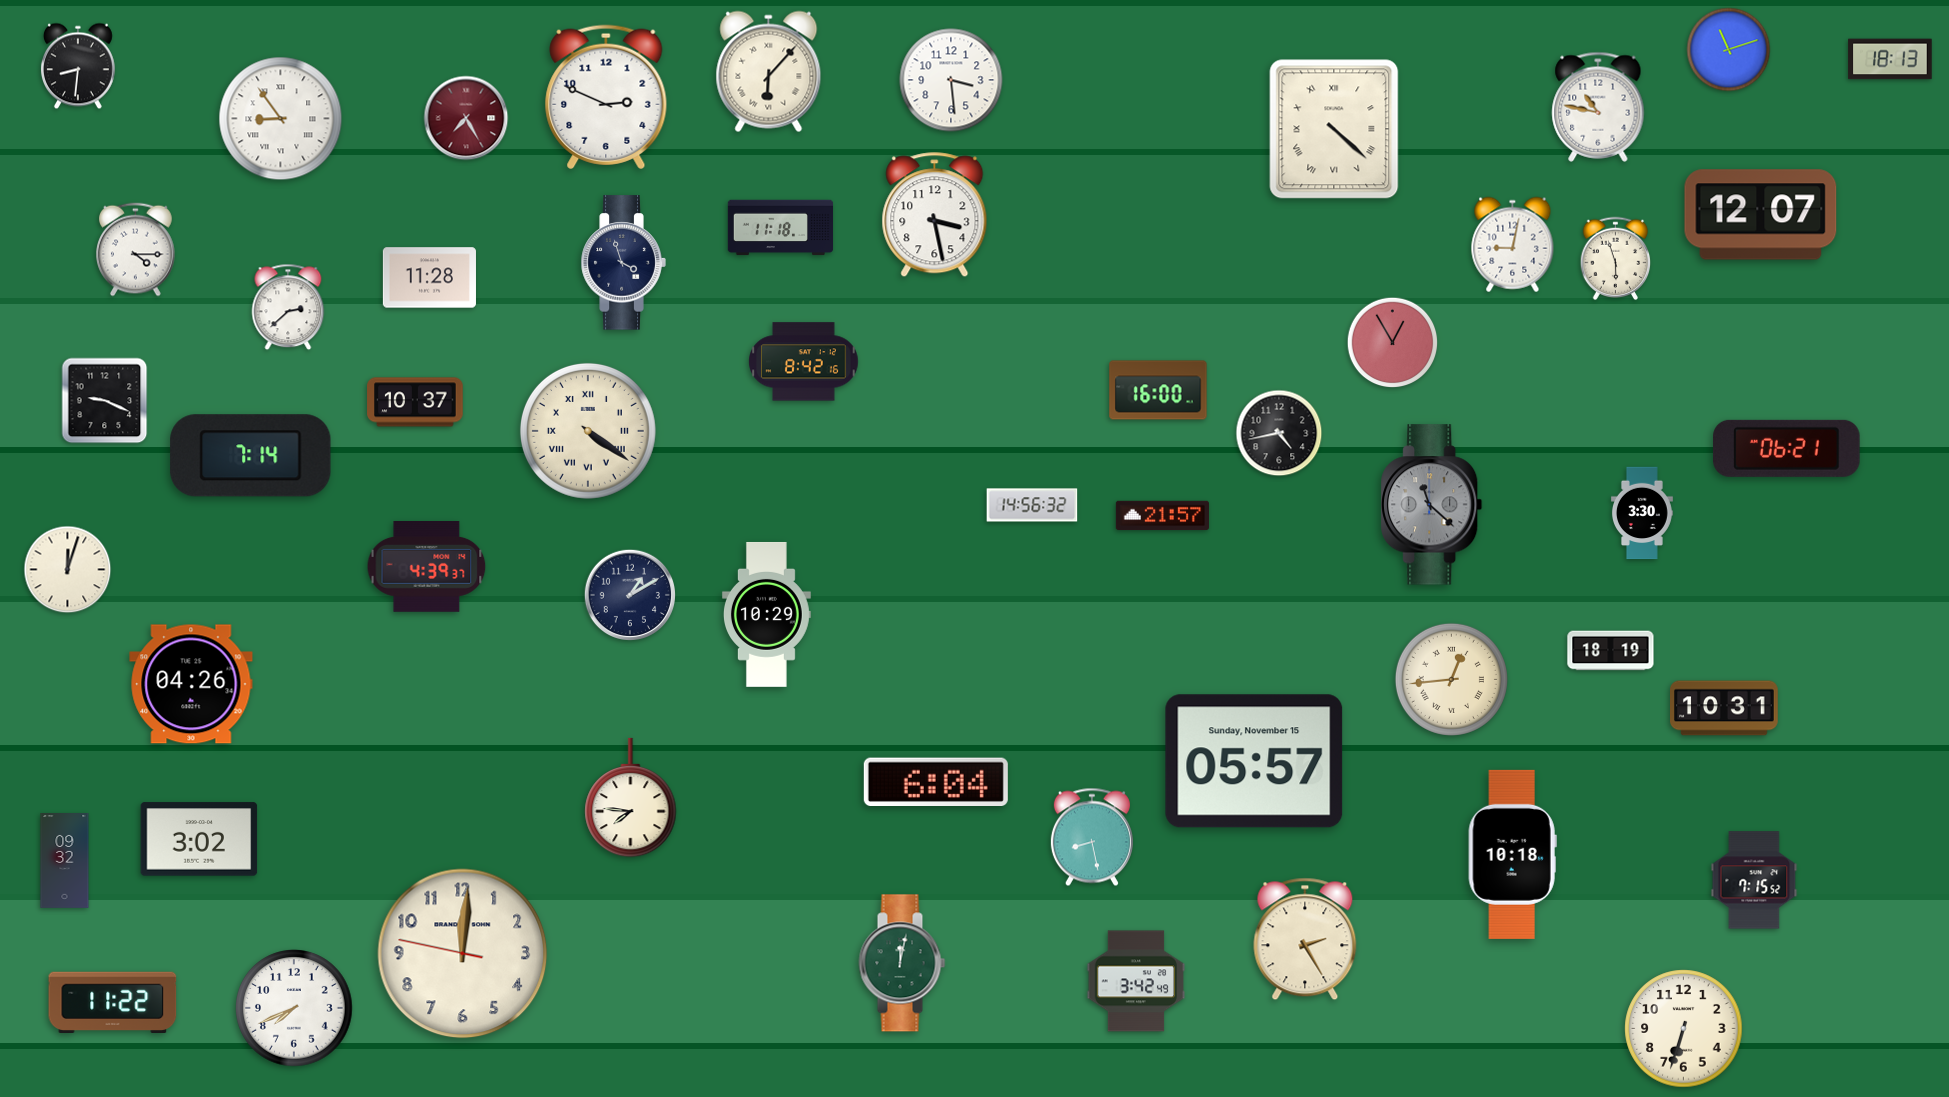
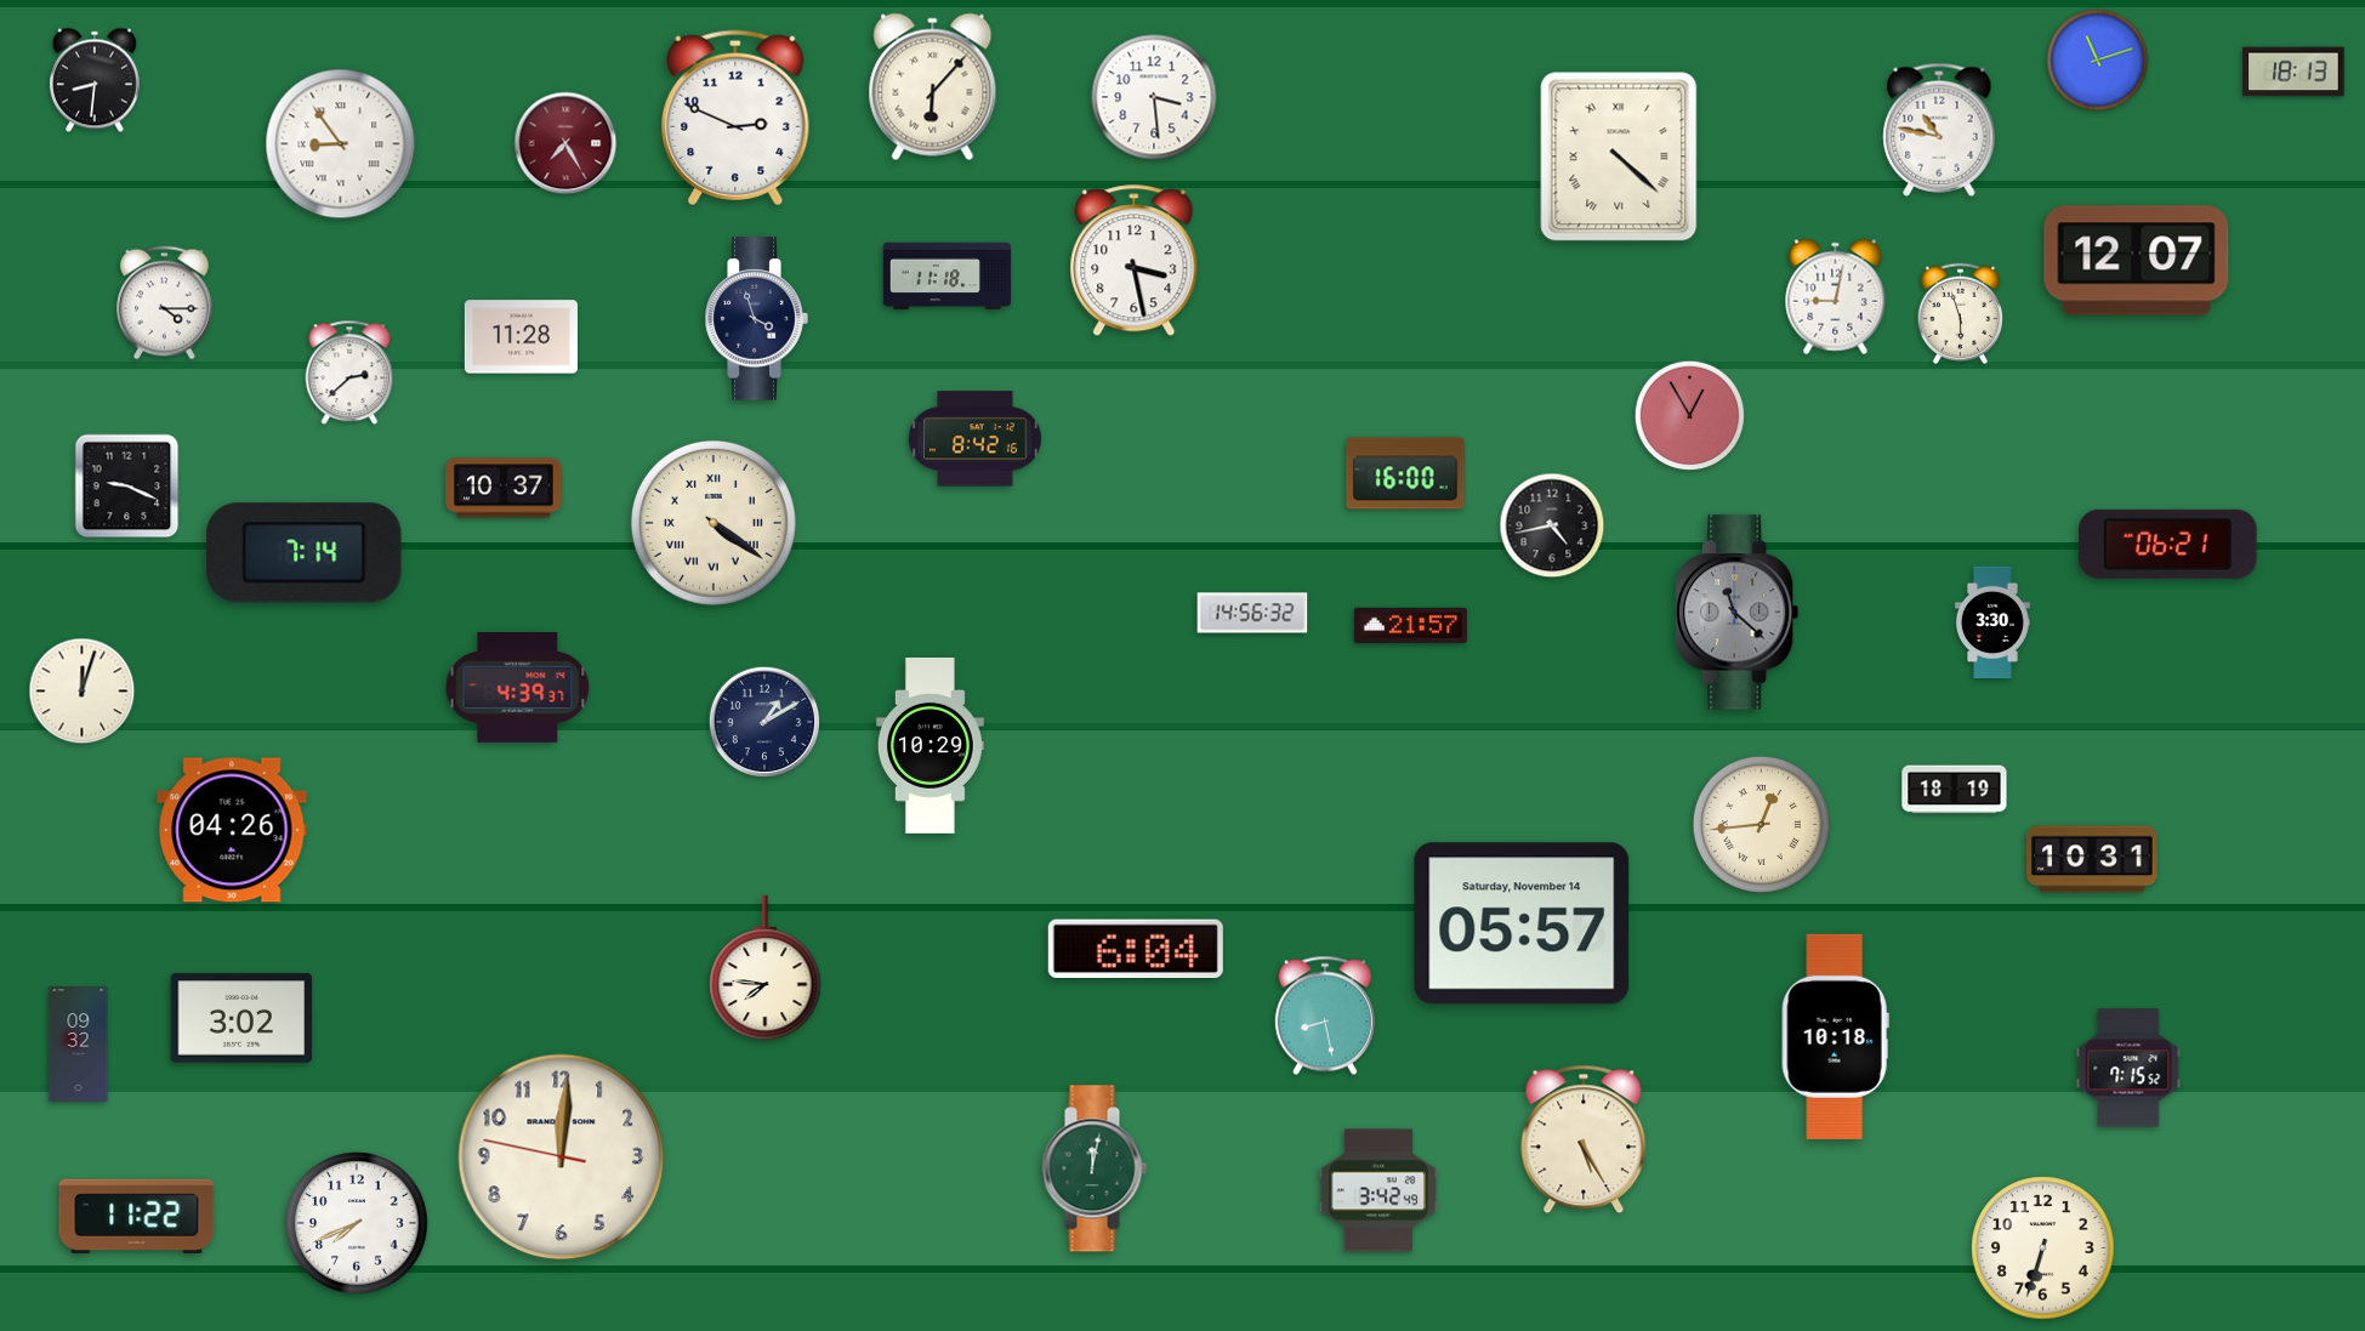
clock at (1254, 761) date: Sunday, November 15 -> Saturday, November 14
clock at (1305, 939): 2:25 -> 5:25
